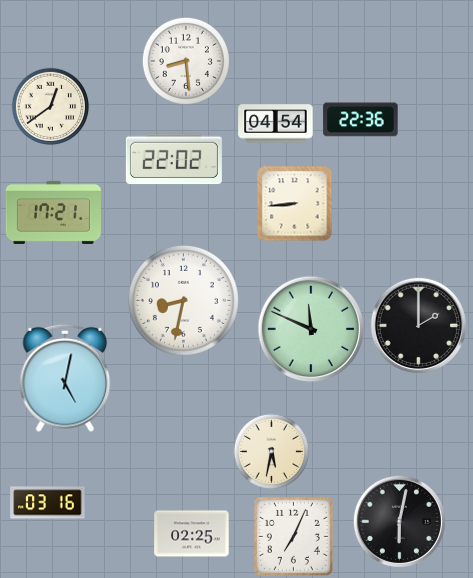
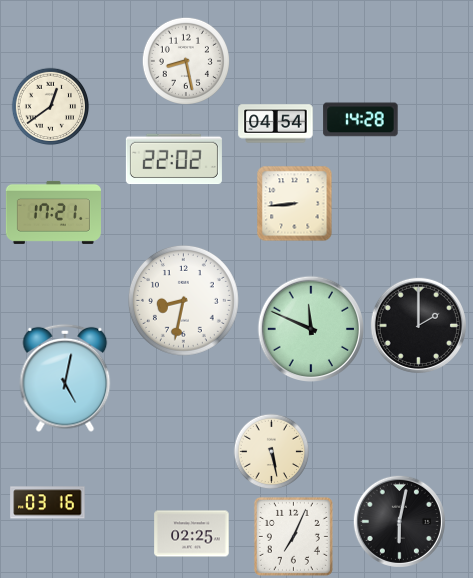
clock at (186, 61): 8:29 -> 8:28
clock at (361, 120): 22:36 -> 14:28
clock at (272, 452): 5:32 -> 5:28
